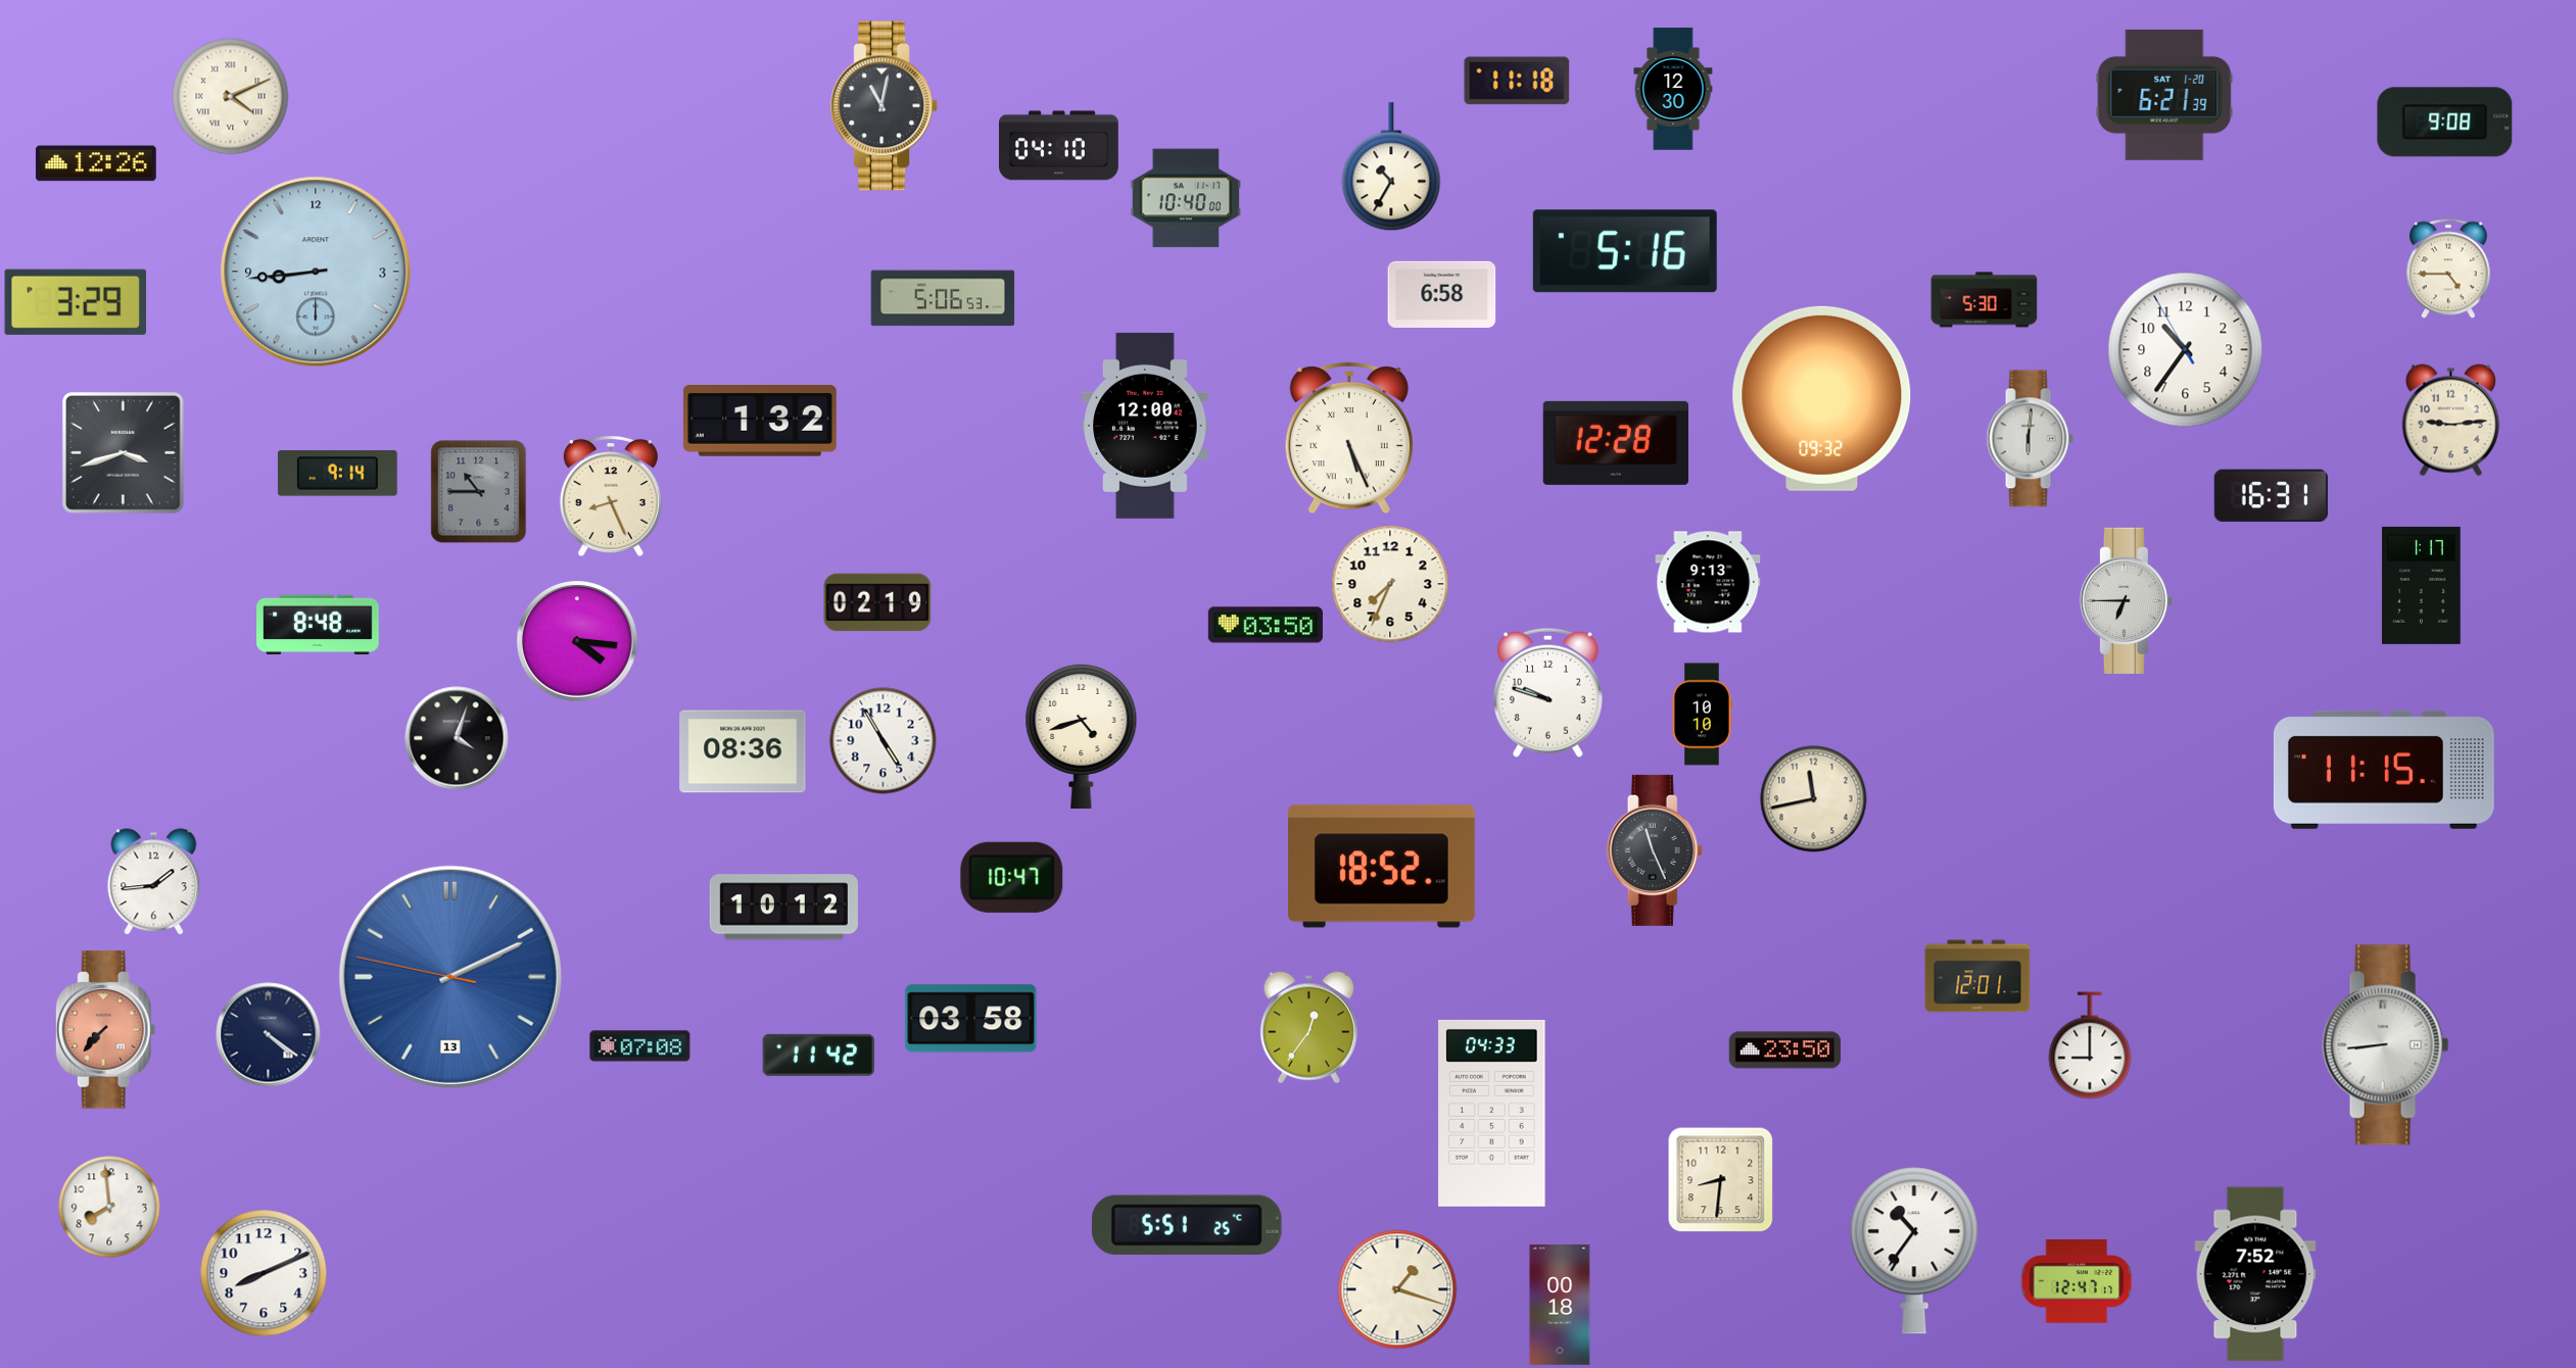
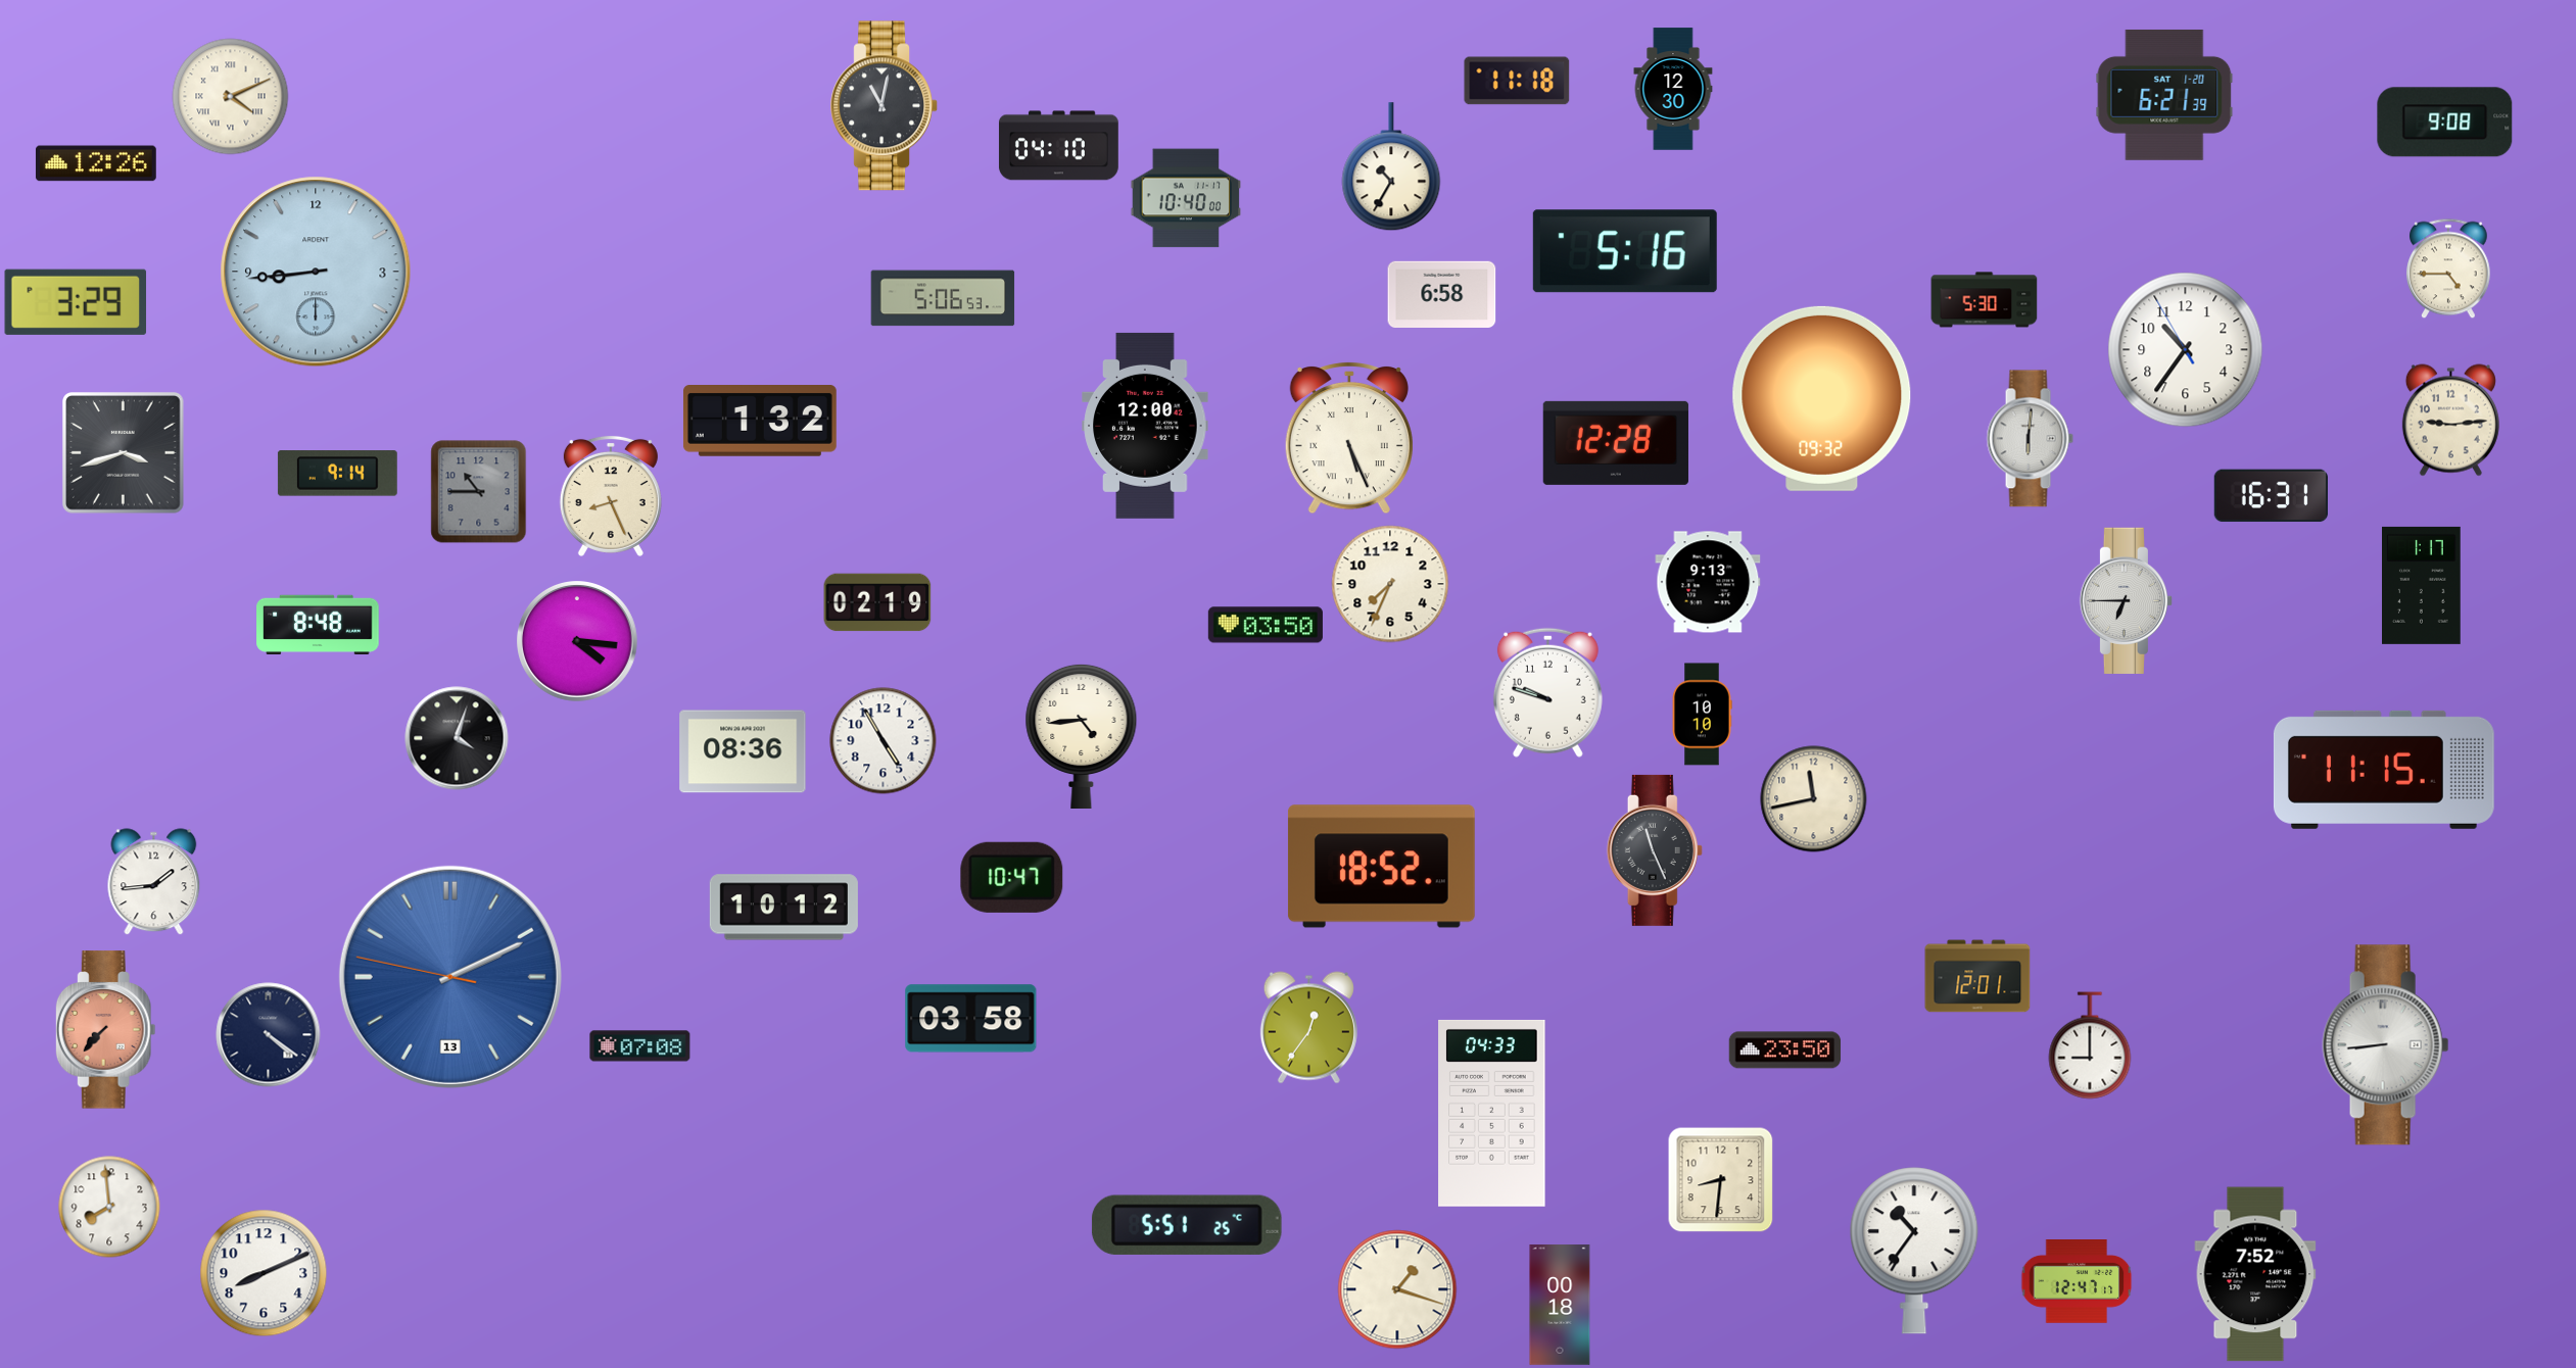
clock at (1082, 735): 4:42 -> 4:44
clock at (818, 1055): 11:42 -> none
